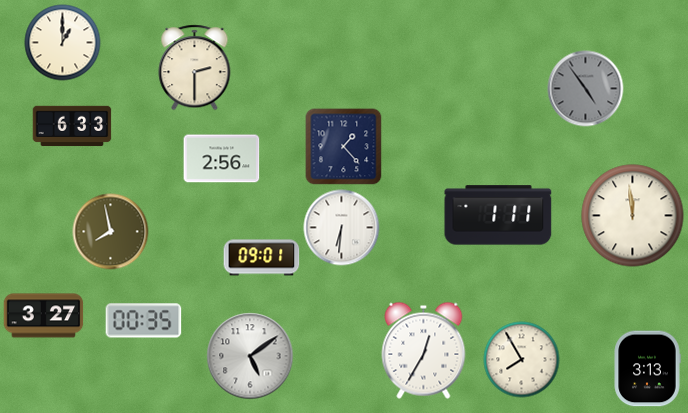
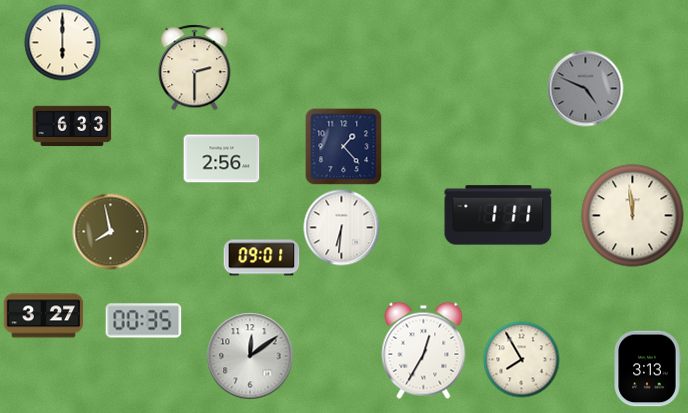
clock at (63, 43): 1:00 -> 6:00
clock at (586, 89): 4:54 -> 4:49
clock at (250, 356): 5:09 -> 12:09
